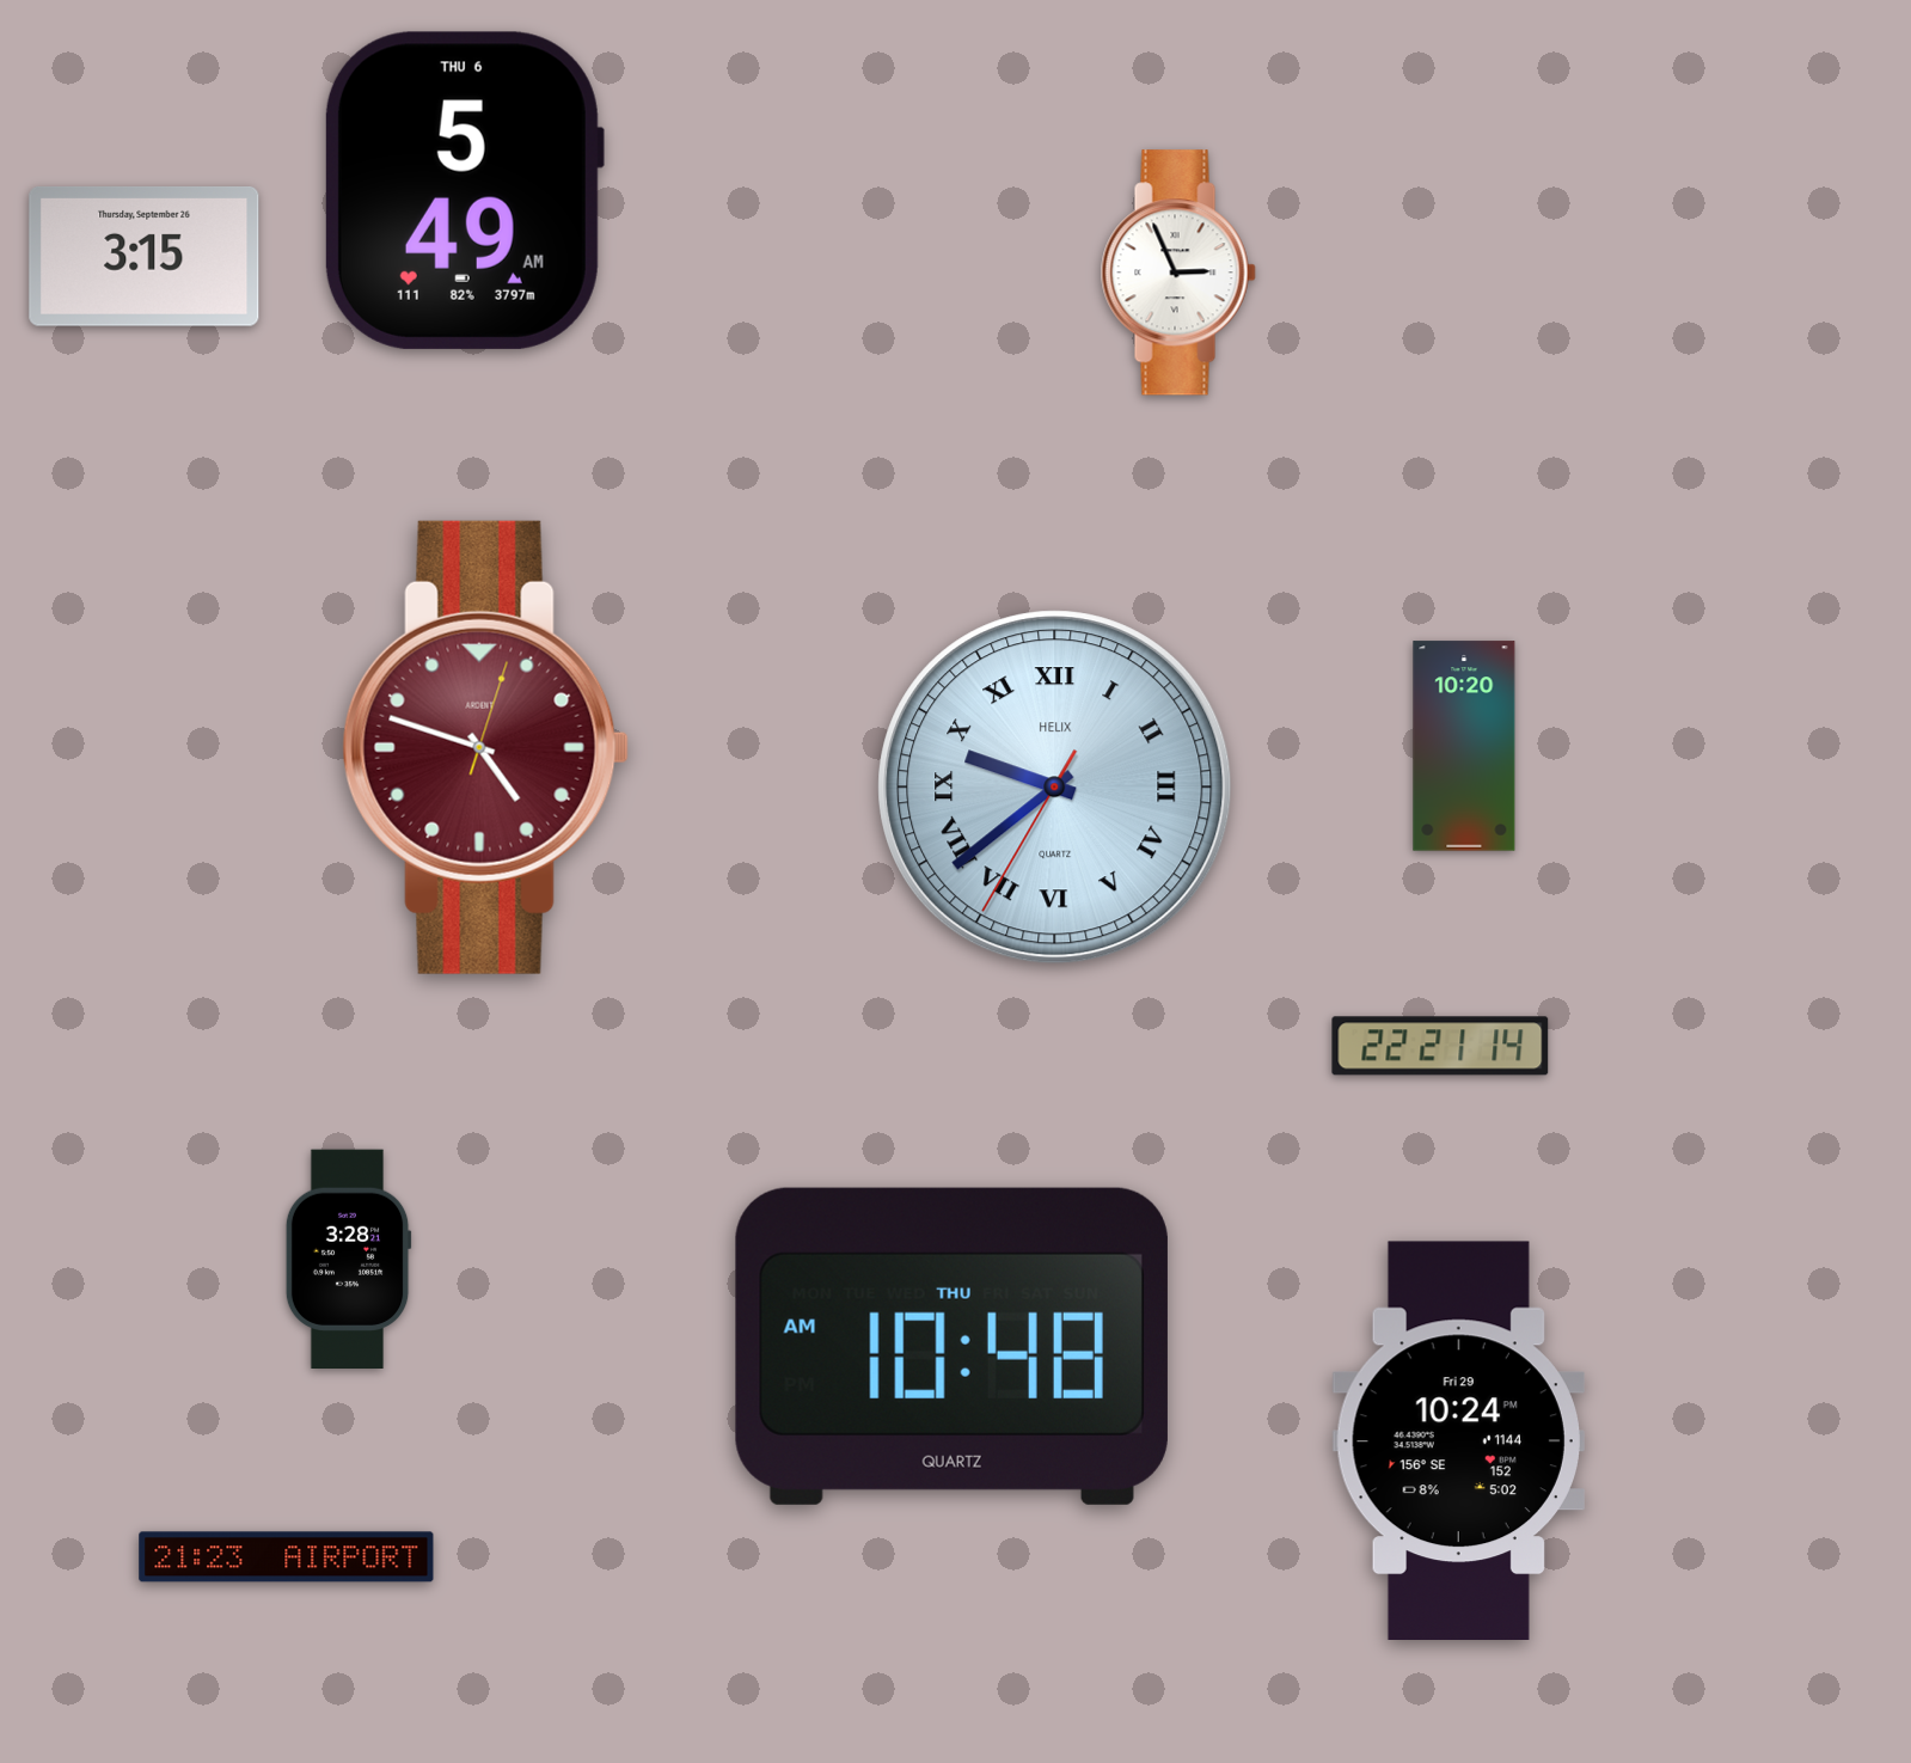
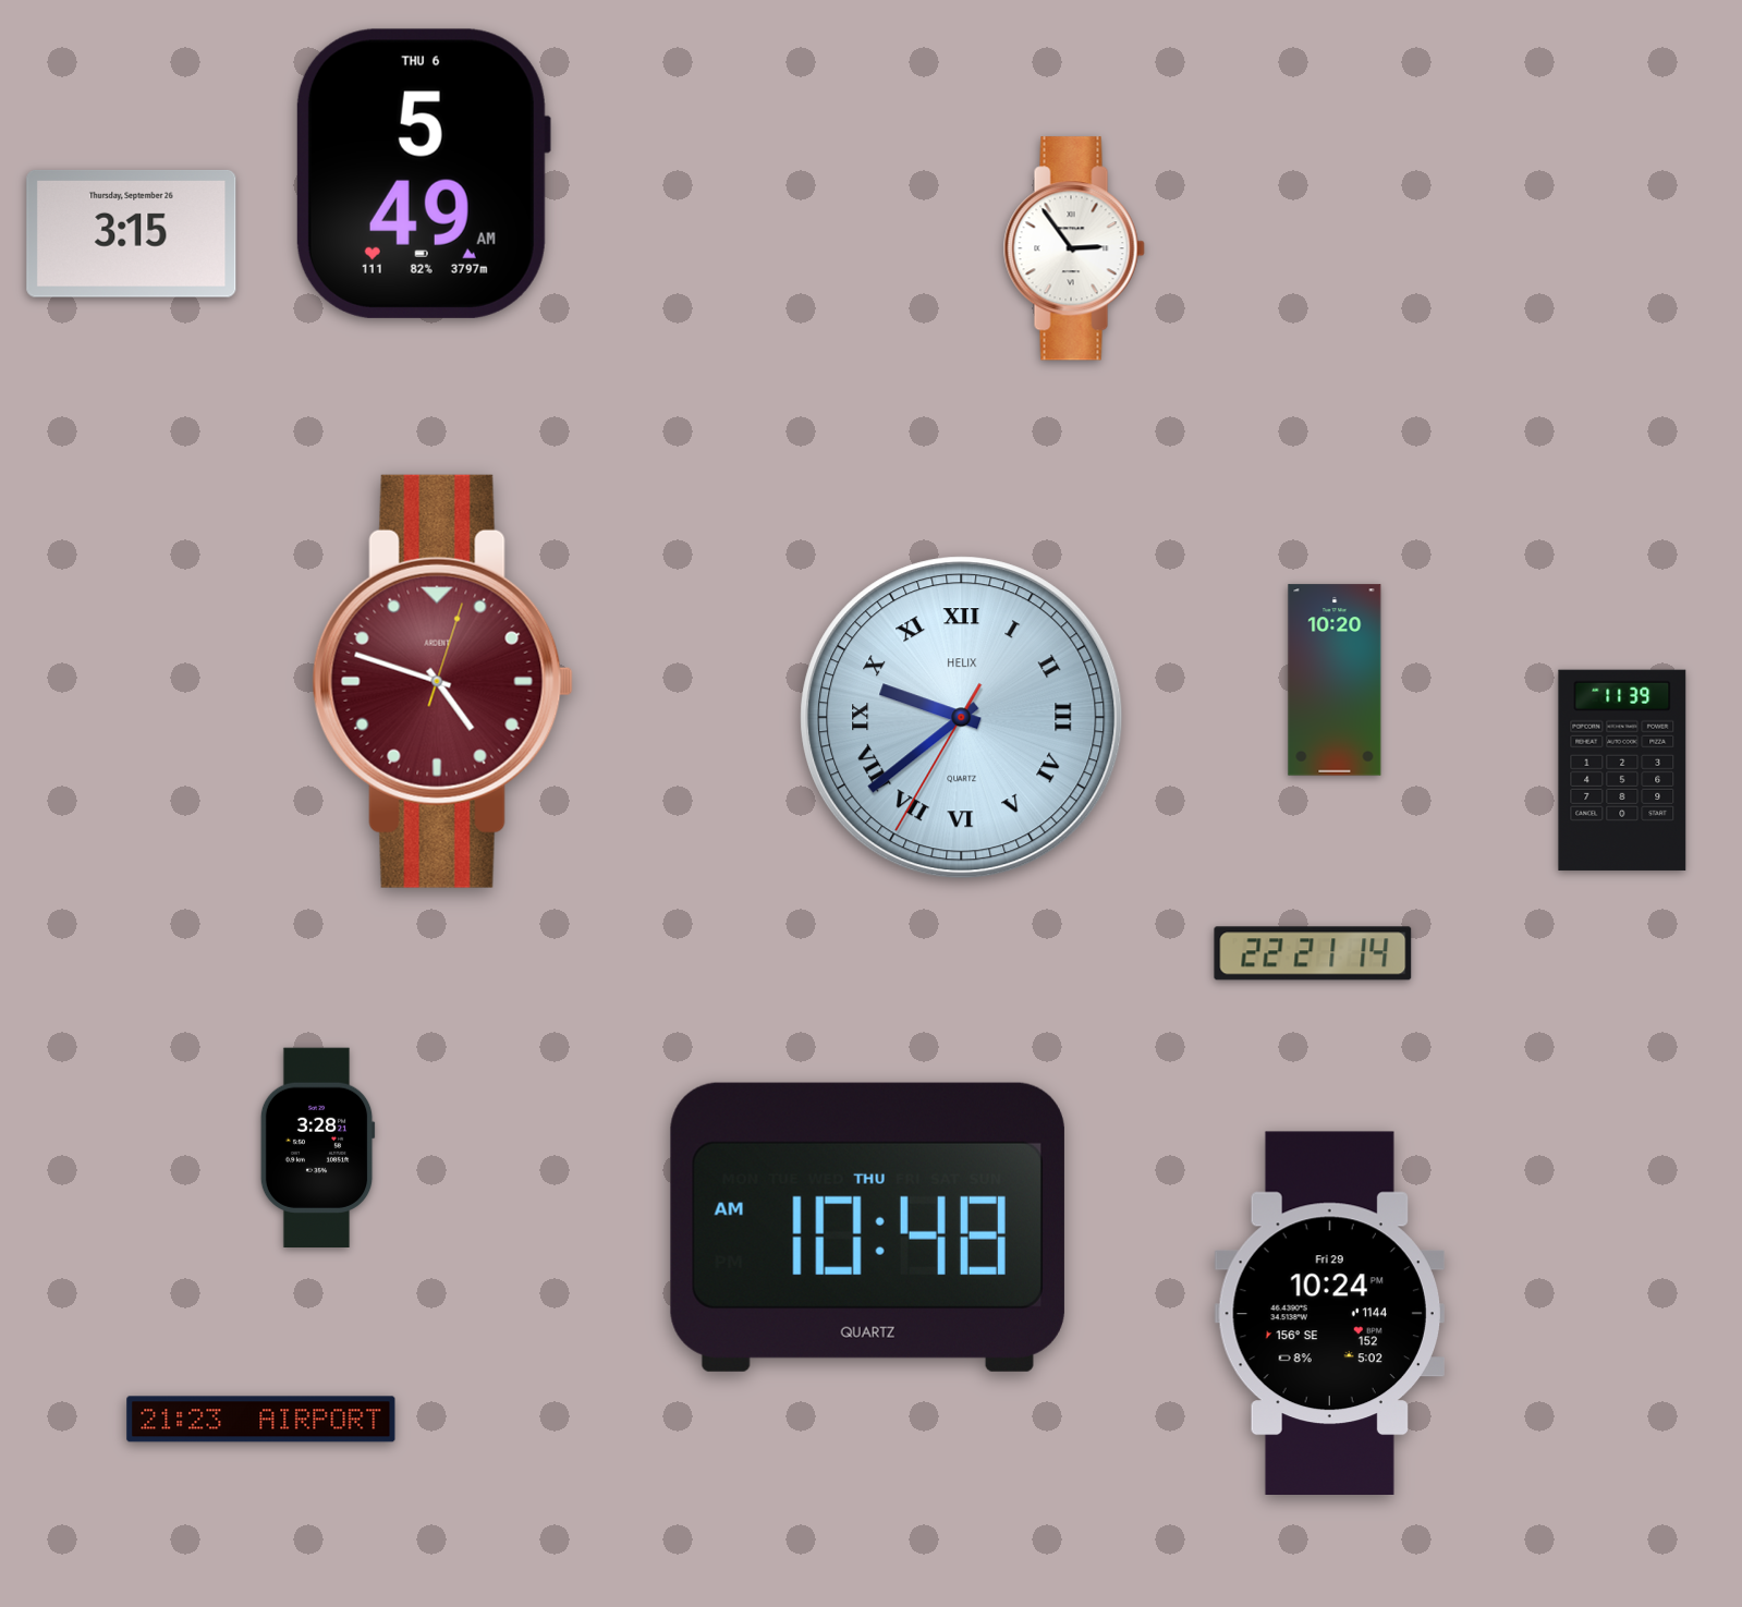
clock at (1178, 273): 2:56 -> 2:54
clock at (1622, 770): none -> 11:39
